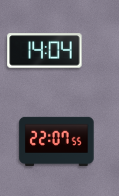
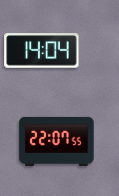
clock at (45, 51) position: (45, 51) -> (42, 51)
